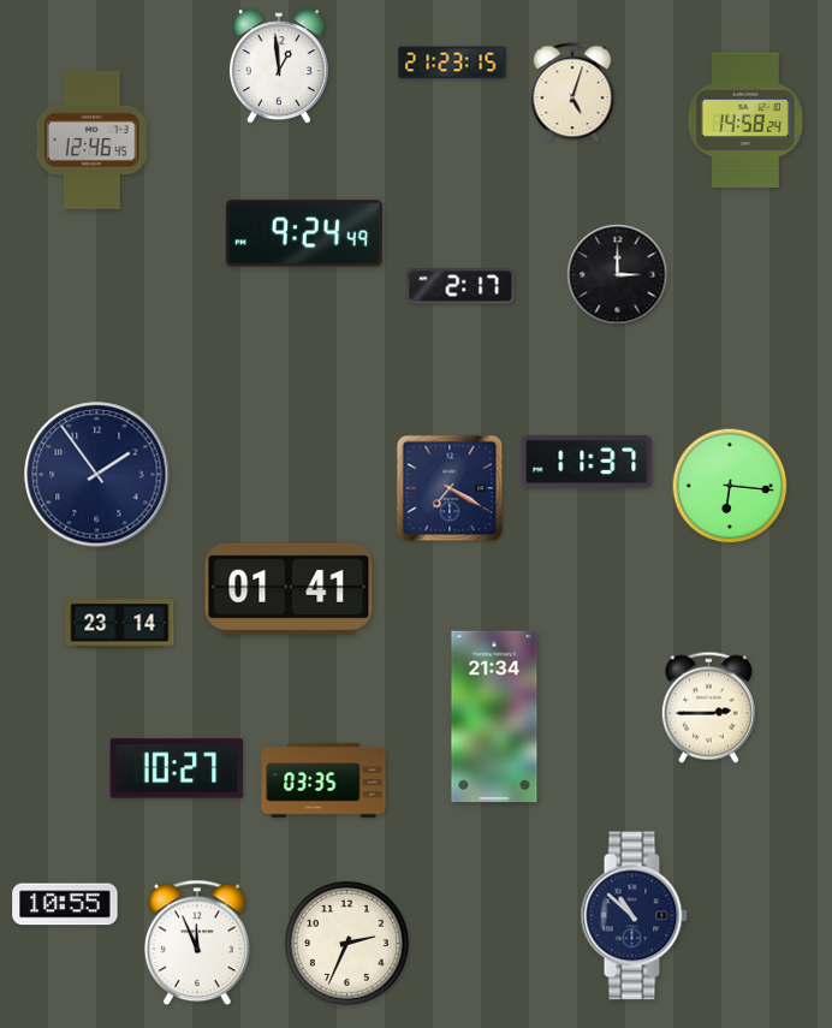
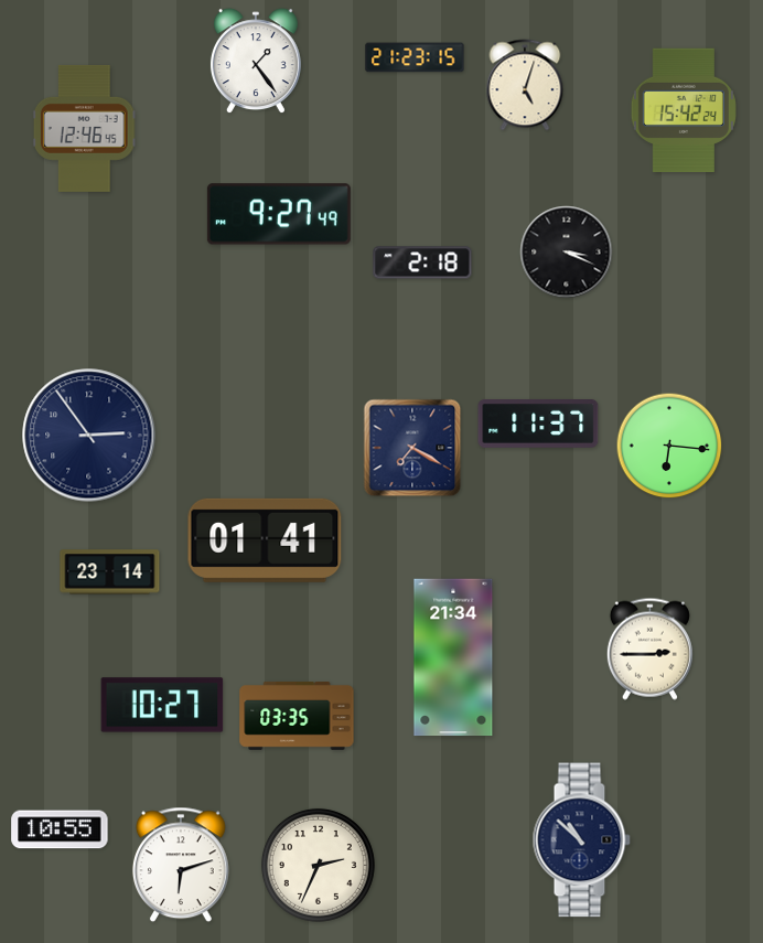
clock at (279, 67): 12:59 -> 1:24
clock at (745, 120): 14:58 -> 15:42
clock at (304, 233): 9:24 -> 9:27
clock at (618, 275): 3:00 -> 3:19
clock at (460, 286): 2:17 -> 2:18
clock at (97, 475): 1:54 -> 2:54
clock at (197, 943): 11:56 -> 6:12
